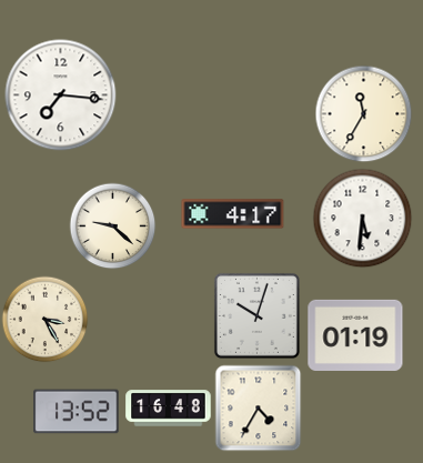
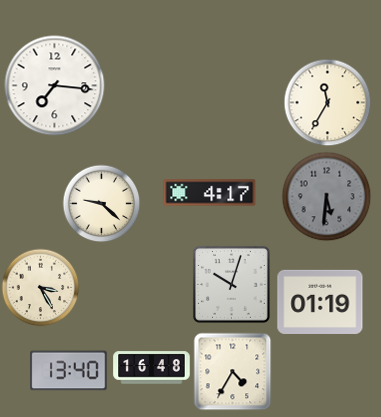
clock at (362, 218) dial: white -> grey
clock at (258, 407) position: (258, 407) -> (232, 371)
clock at (77, 412): 13:52 -> 13:40
